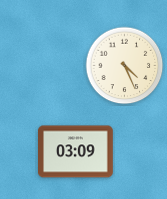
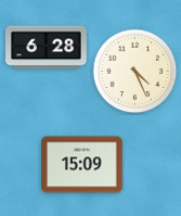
clock at (47, 48): none -> 6:28
clock at (76, 152): 03:09 -> 15:09
